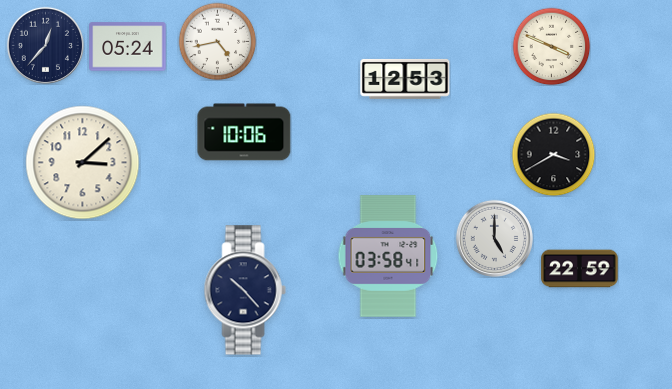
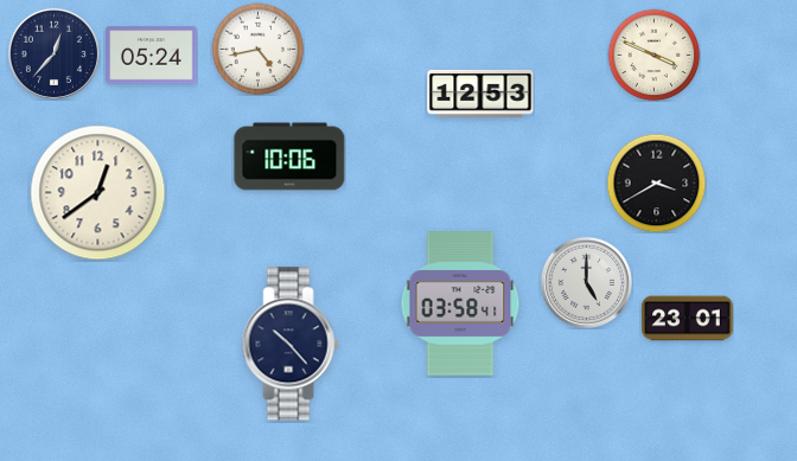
clock at (83, 163): 3:08 -> 12:39
clock at (580, 269): 22:59 -> 23:01
